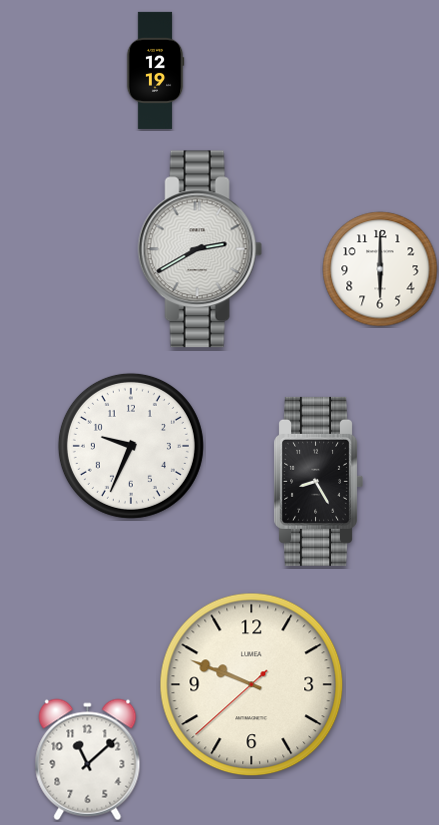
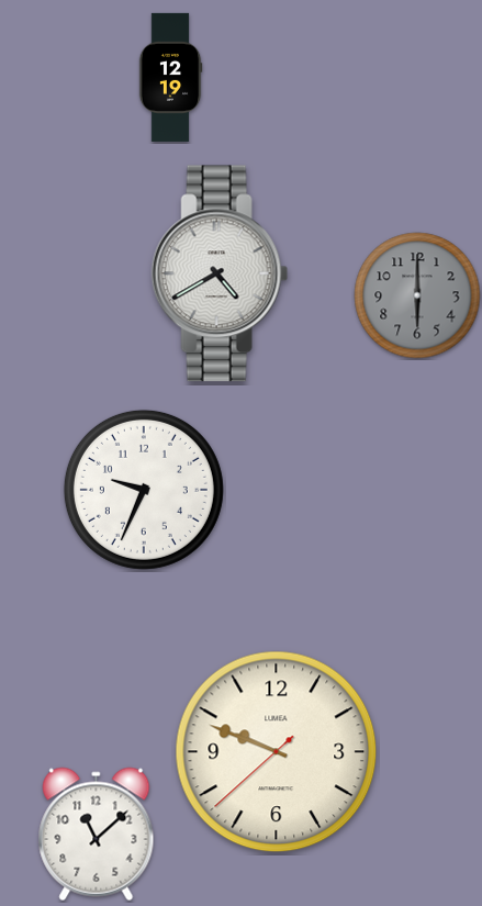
clock at (200, 249): 2:40 -> 4:40
clock at (380, 269) dial: white -> grey
clock at (318, 481): 8:25 -> none
